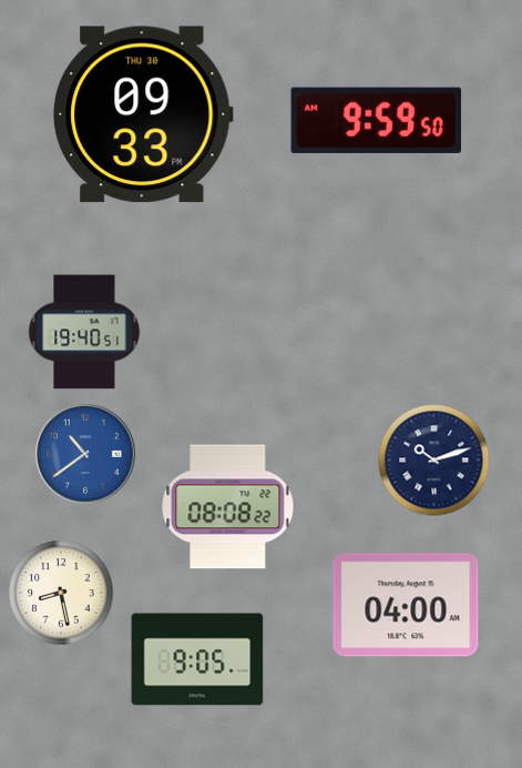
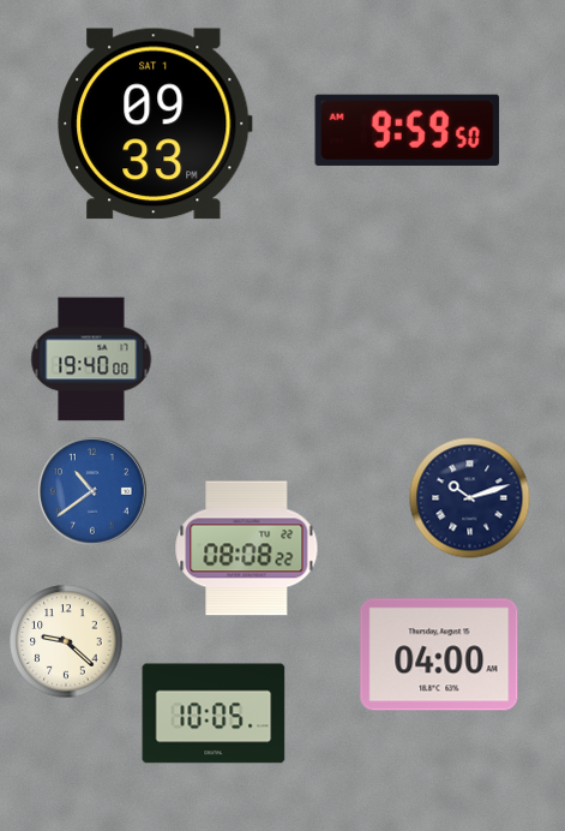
clock at (143, 114) date: THU 30 -> SAT 1
clock at (84, 332): 19:40:51 -> 19:40:00
clock at (61, 593): 8:28 -> 9:22
clock at (197, 659): 9:05 -> 10:05
